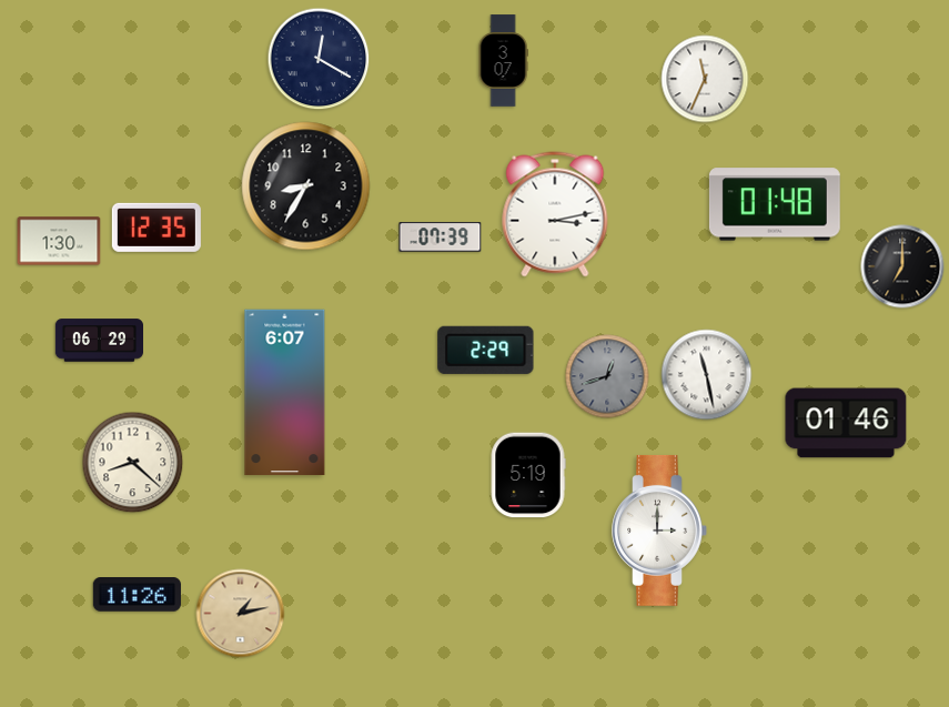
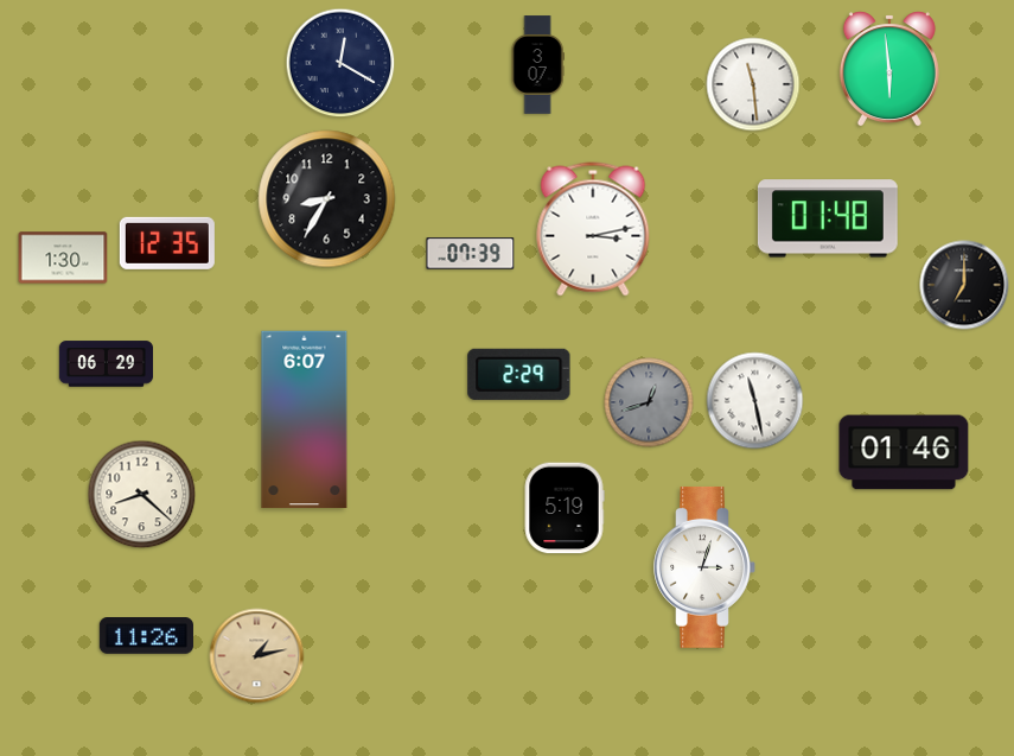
clock at (889, 69): none -> 5:59
clock at (705, 79): 11:34 -> 11:29
clock at (659, 531): 3:00 -> 3:03
